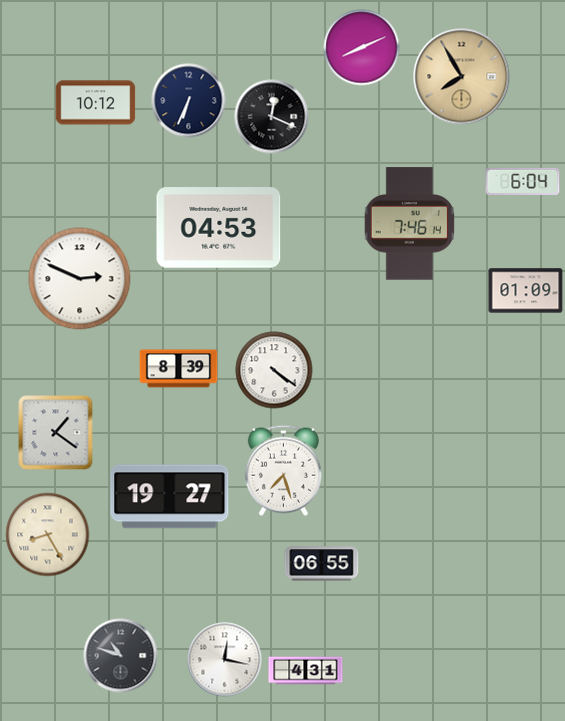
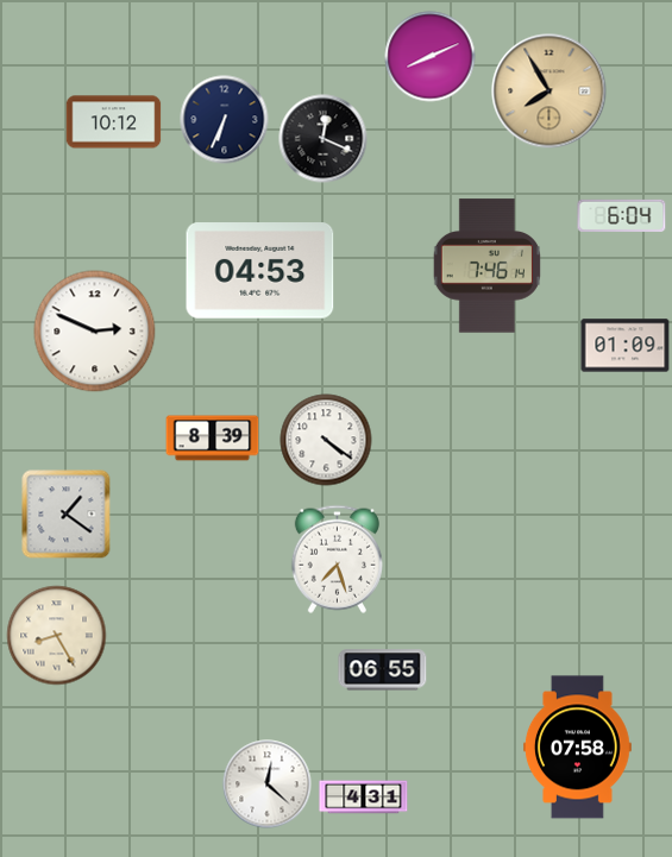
clock at (170, 497): 19:27 -> none
clock at (578, 748): none -> 07:58
clock at (121, 656): 10:48 -> none
clock at (225, 660): 12:17 -> 12:22
